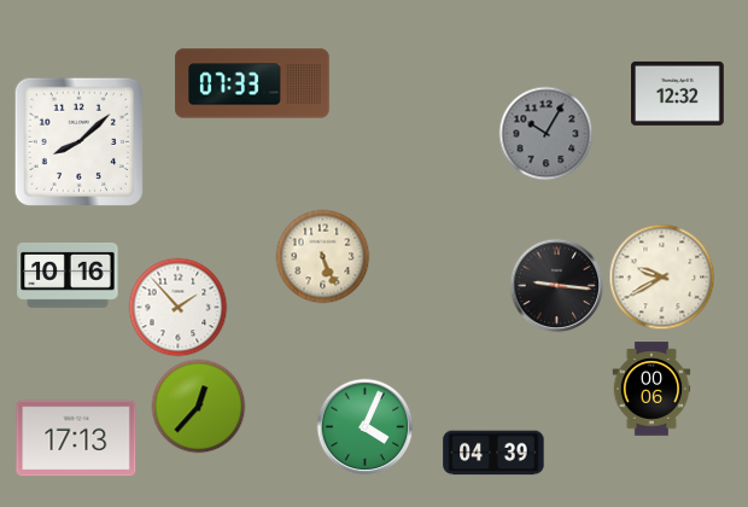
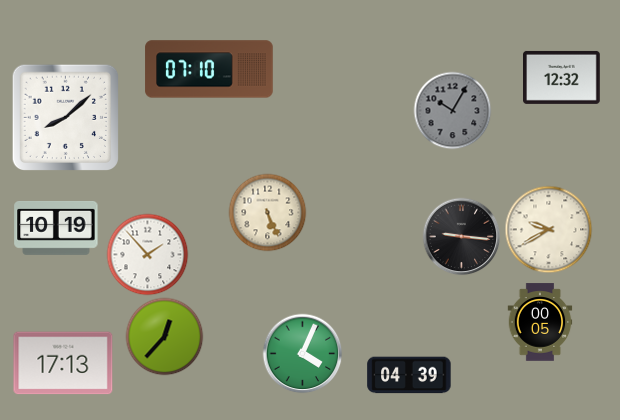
clock at (252, 83): 07:33 -> 07:10
clock at (68, 275): 10:16 -> 10:19
clock at (651, 389): 00:06 -> 00:05
